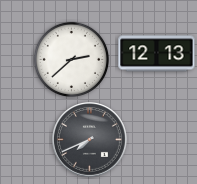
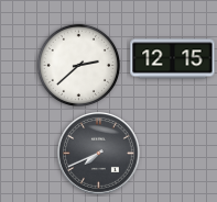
clock at (157, 54): 12:13 -> 12:15
